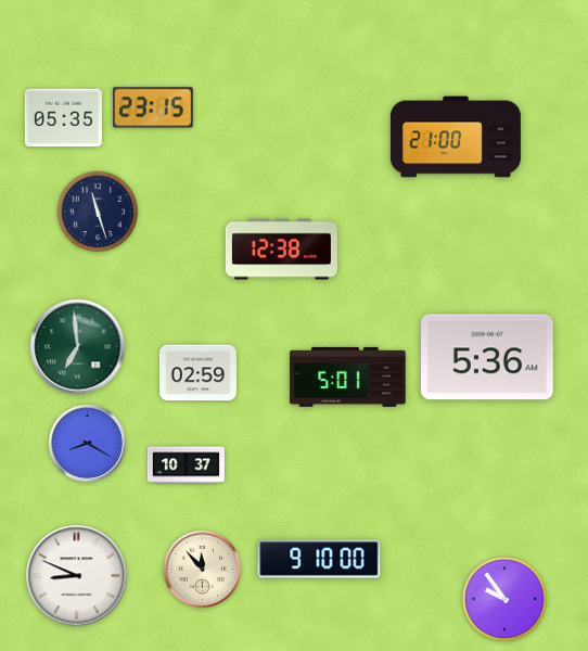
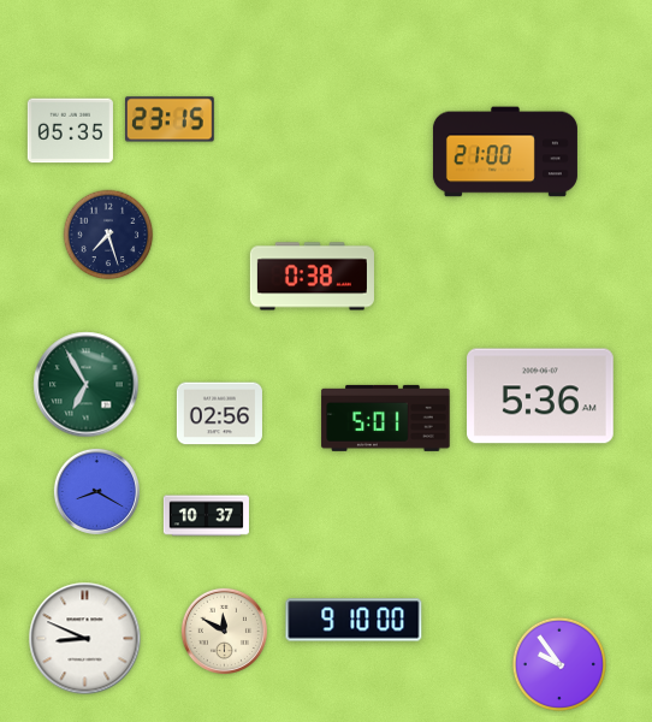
clock at (98, 212): 11:27 -> 7:27
clock at (281, 250): 12:38 -> 0:38
clock at (78, 347): 6:59 -> 6:55
clock at (197, 373): 02:59 -> 02:56
clock at (202, 569): 11:53 -> 11:50
